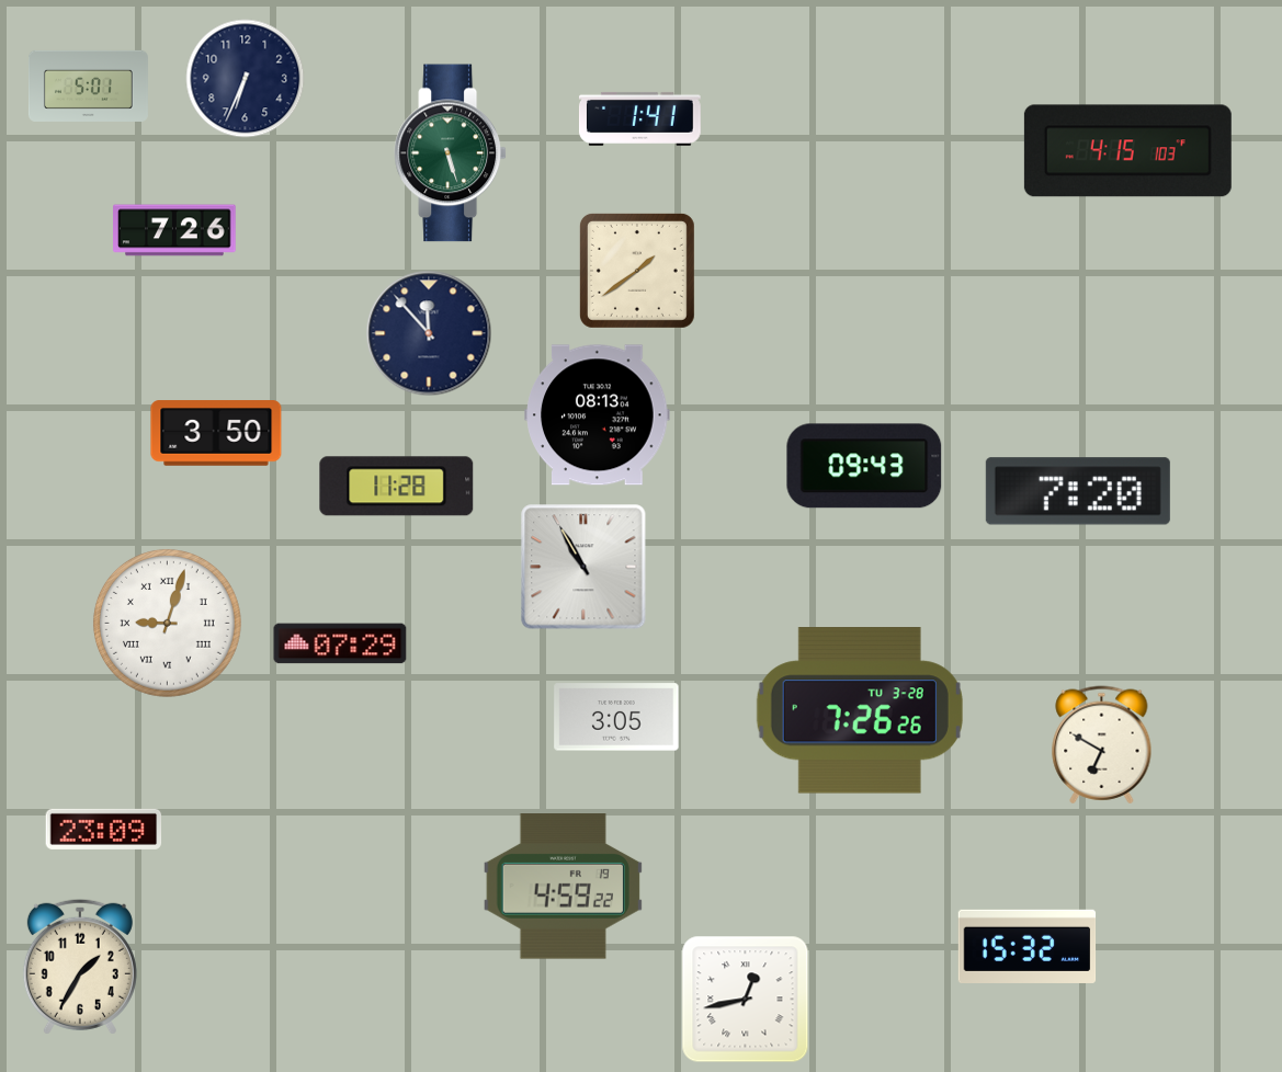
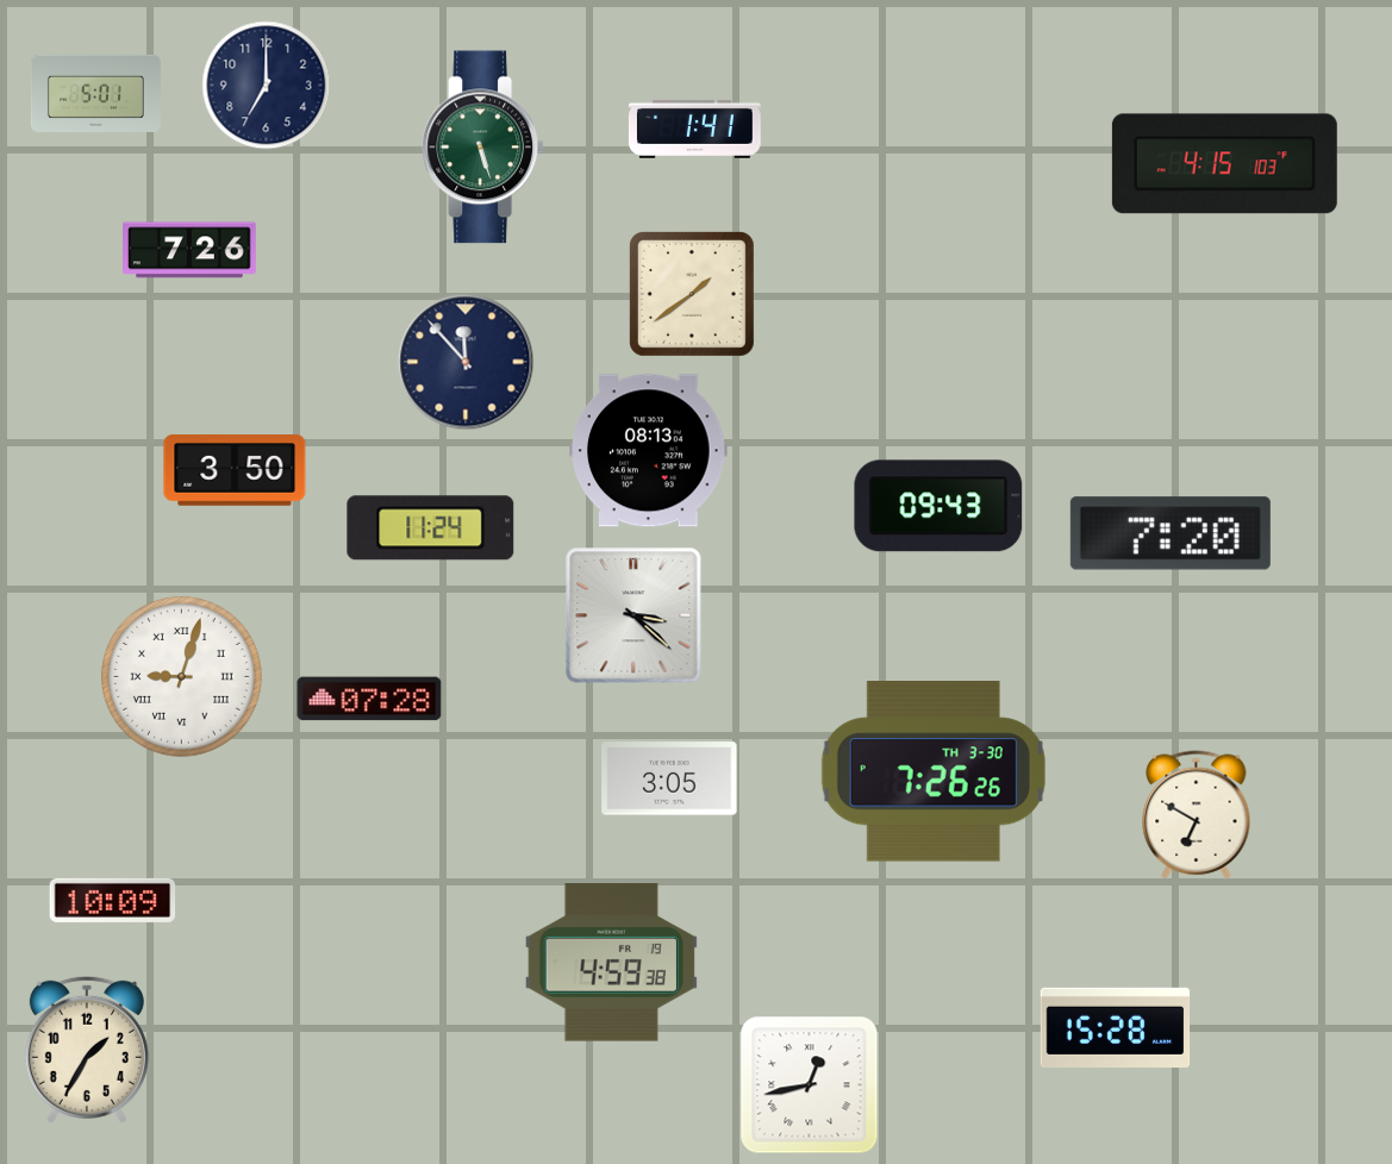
clock at (246, 79): 6:34 -> 7:00
clock at (450, 153) position: (450, 153) -> (482, 148)
clock at (397, 487): 11:28 -> 11:24
clock at (583, 567): 10:55 -> 3:22
clock at (340, 643): 07:29 -> 07:28
clock at (860, 710) date: TU 3-28 -> TH 3-30
clock at (1102, 745) position: (1102, 745) -> (1197, 815)
clock at (104, 829): 23:09 -> 10:09
clock at (563, 887): 4:59:22 -> 4:59:38
clock at (1028, 946): 15:32 -> 15:28
